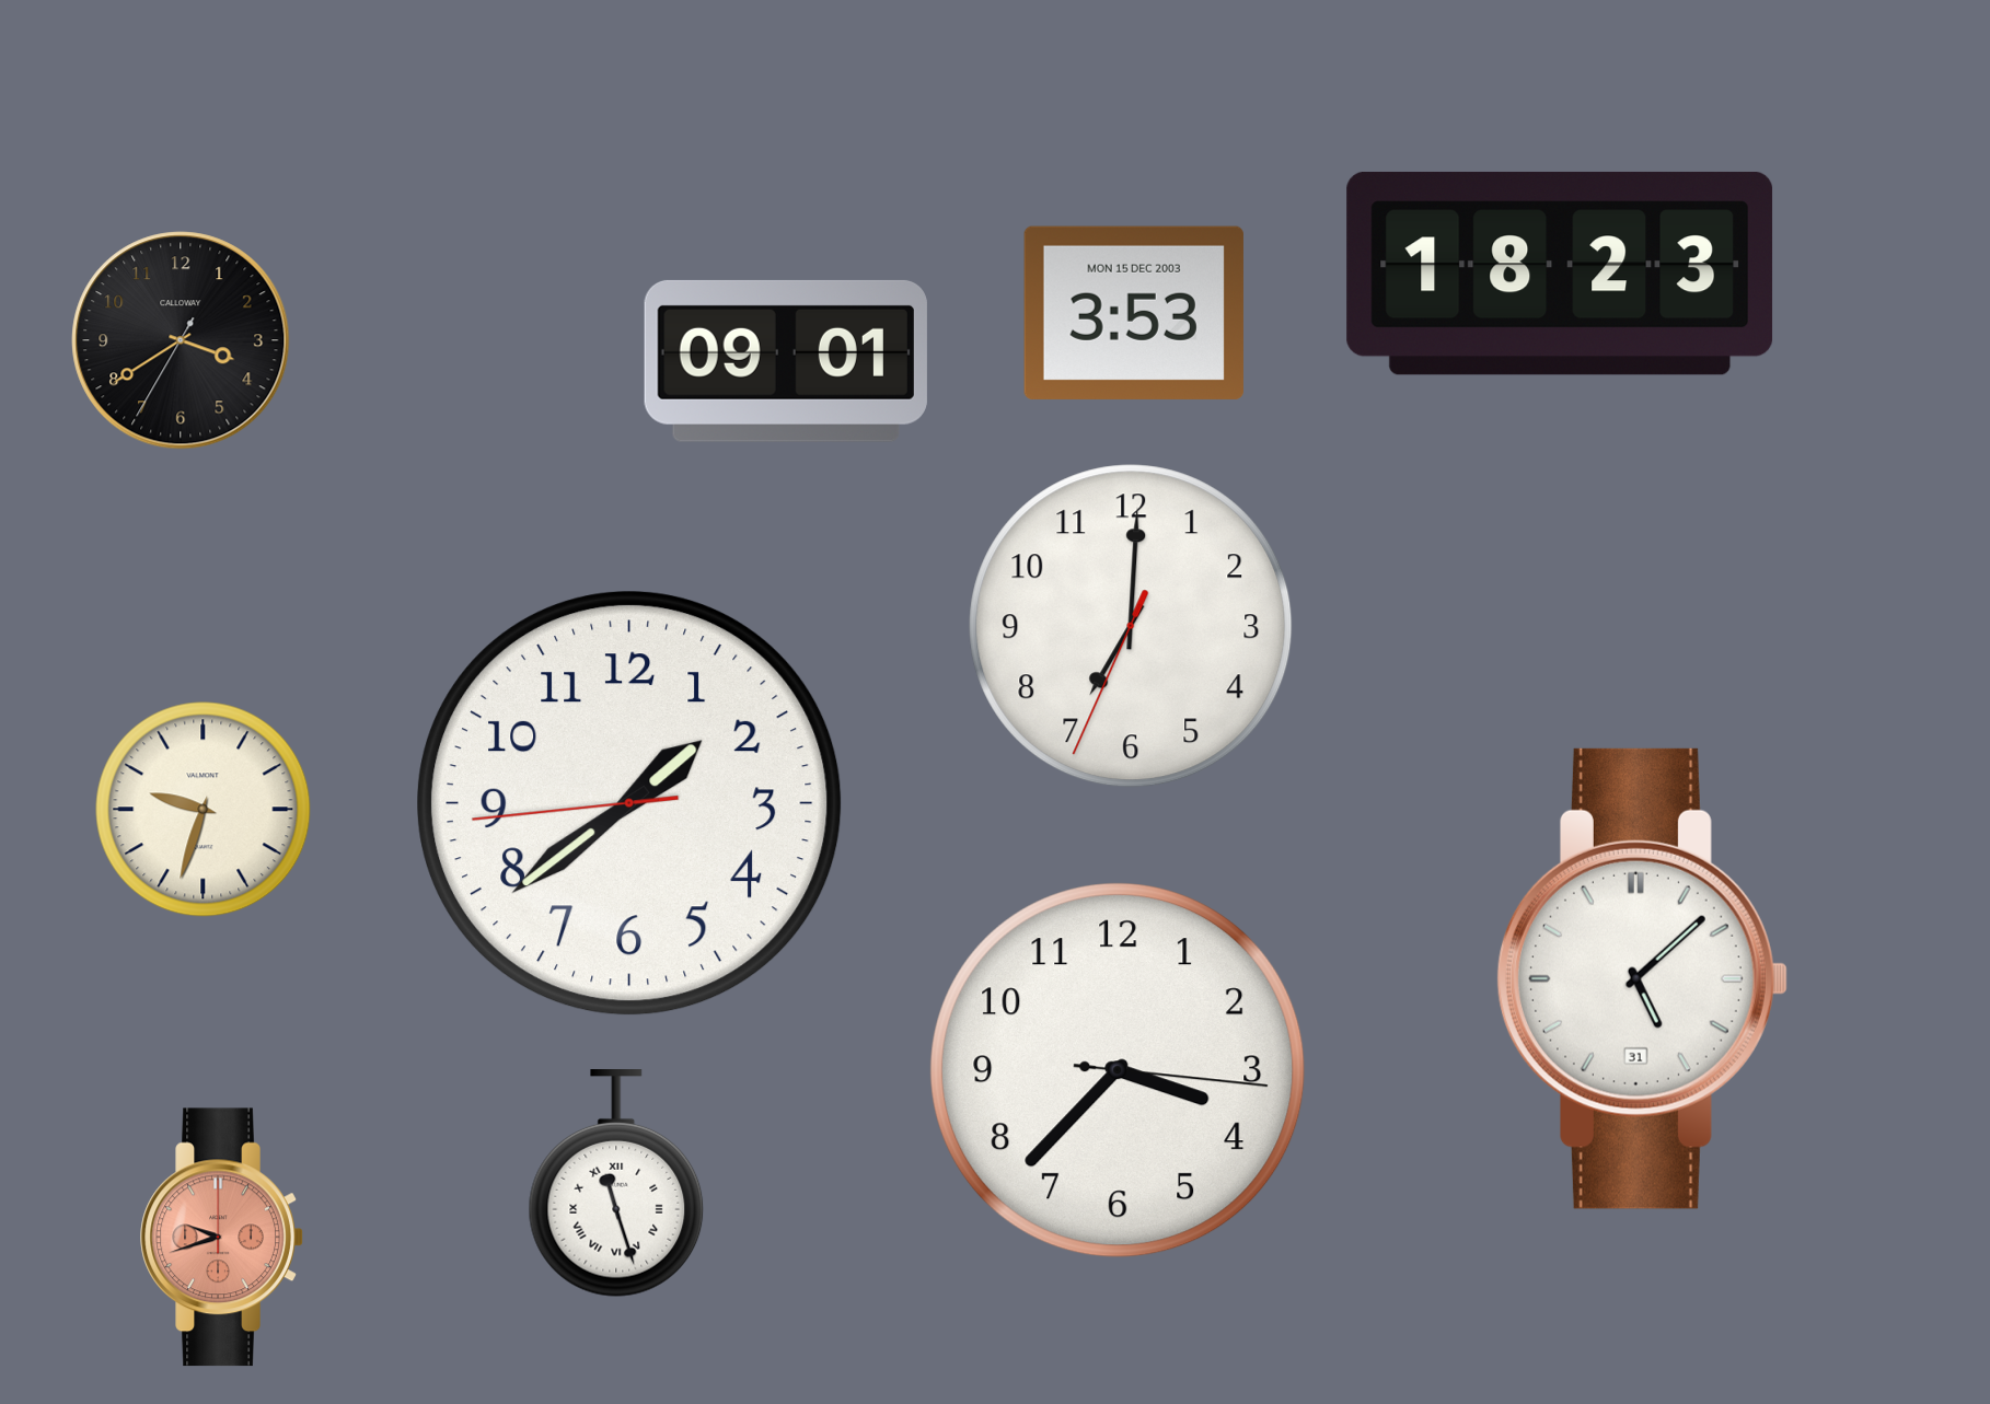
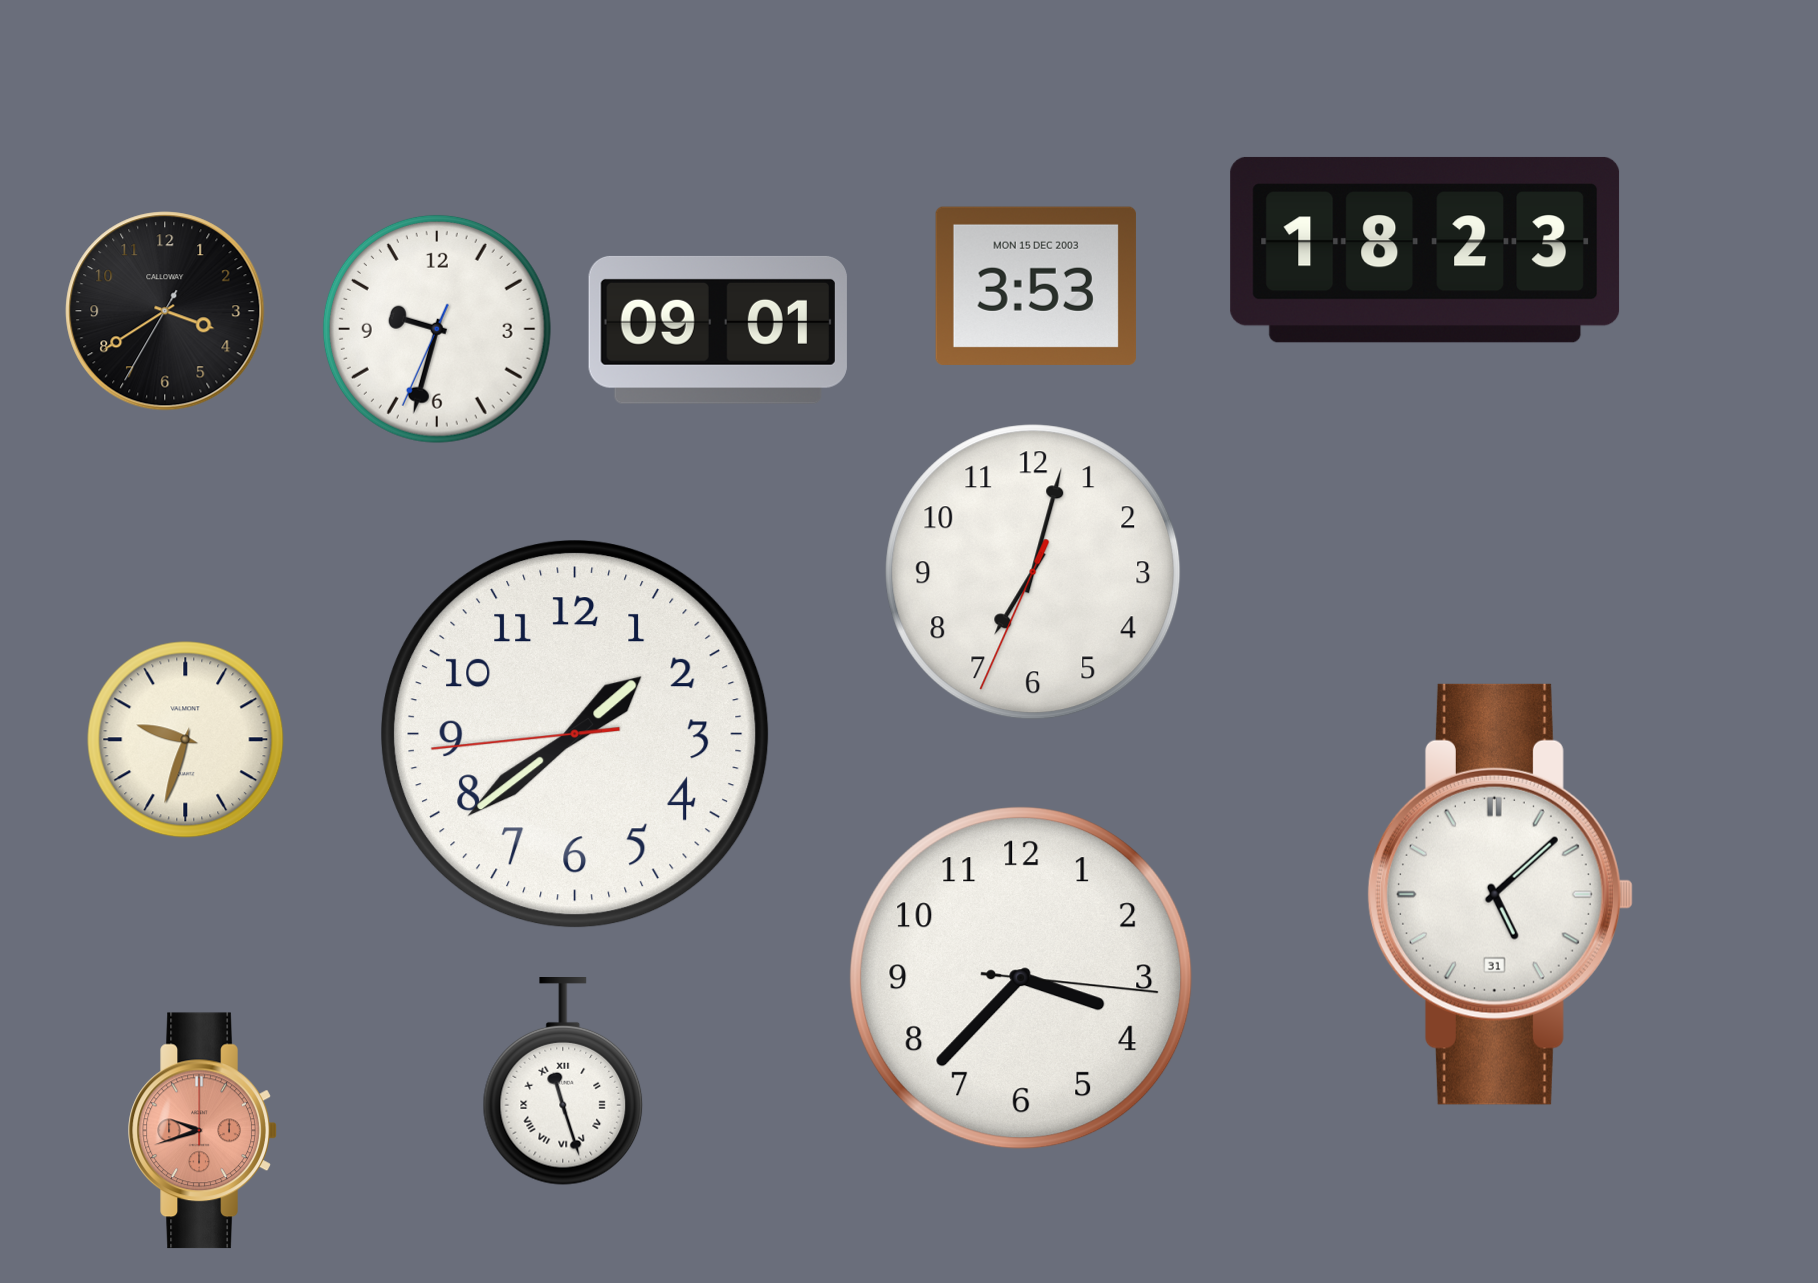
clock at (437, 329): none -> 9:32
clock at (1131, 626): 7:00 -> 7:02
